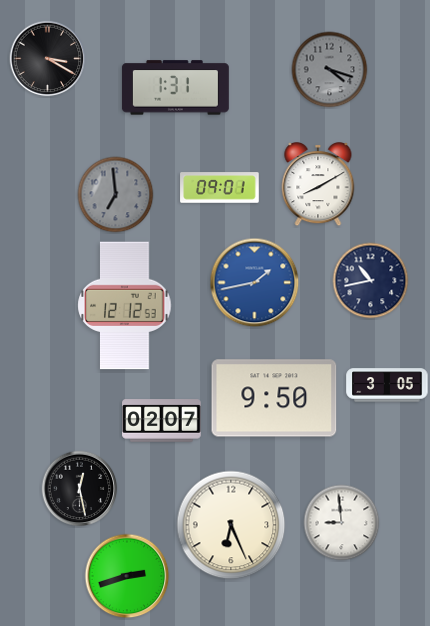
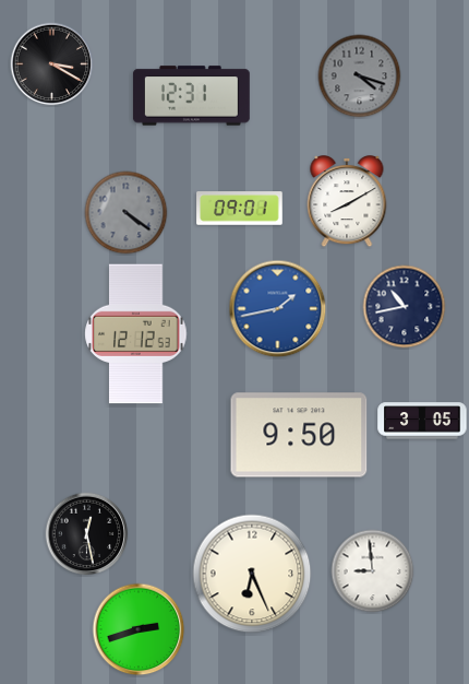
clock at (175, 88): 1:31 -> 12:31
clock at (220, 188) position: (220, 188) -> (240, 209)
clock at (116, 195): 6:59 -> 4:21
clock at (162, 421): 02:07 -> none
